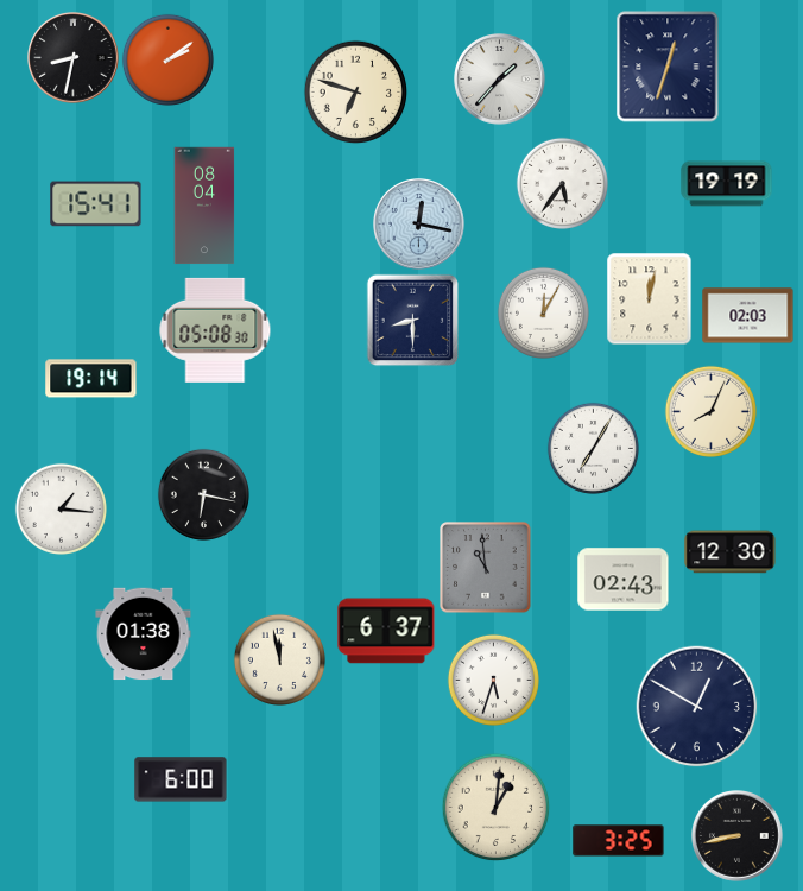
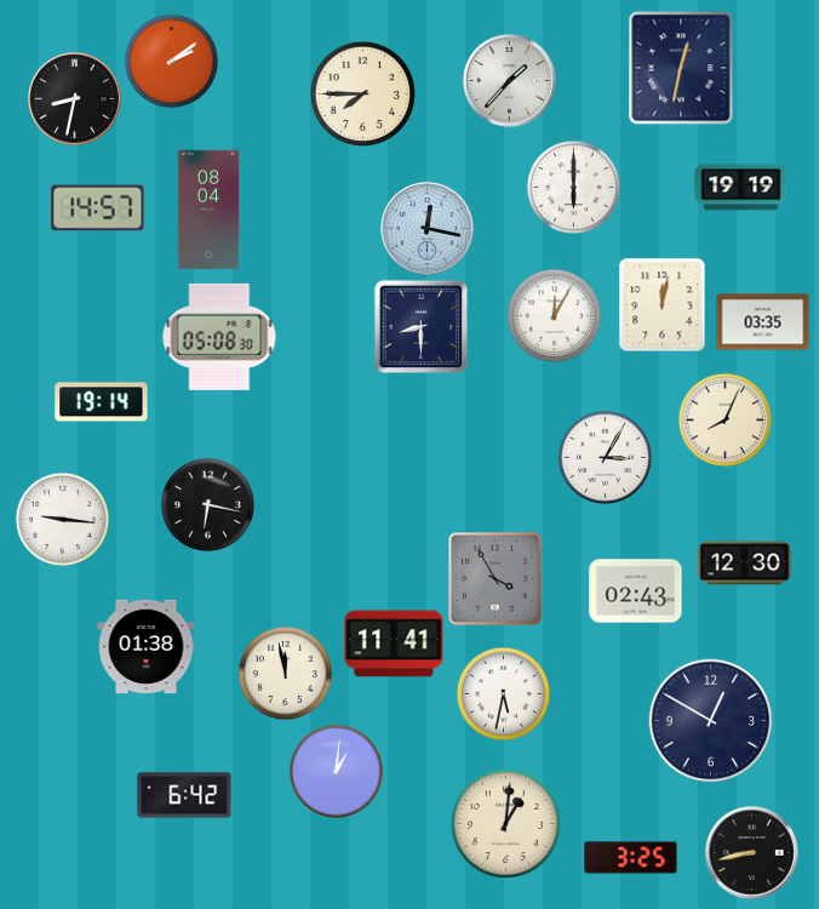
clock at (74, 58) position: (74, 58) -> (75, 99)
clock at (668, 67): 12:33 -> 12:32
clock at (355, 91): 6:48 -> 7:45
clock at (562, 183): 5:36 -> 6:00
clock at (96, 204): 15:41 -> 14:57
clock at (543, 312) position: (543, 312) -> (554, 315)
clock at (748, 316): 02:03 -> 03:35
clock at (91, 379) position: (91, 379) -> (102, 402)
clock at (593, 448): 7:05 -> 3:05
clock at (61, 508): 1:16 -> 9:16
clock at (486, 568): 10:59 -> 3:55
clock at (386, 631): 6:37 -> 11:41
clock at (493, 680): 5:33 -> 5:32
clock at (336, 771): none -> 1:01
clock at (181, 779): 6:00 -> 6:42
